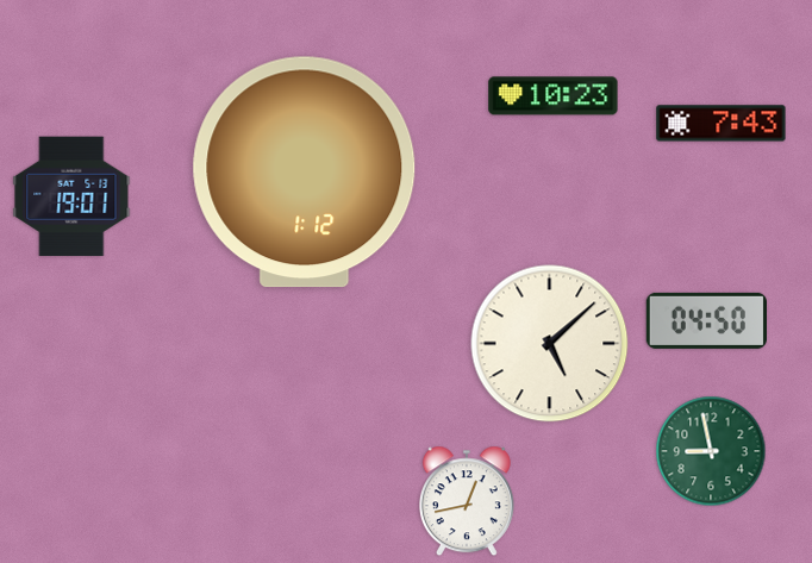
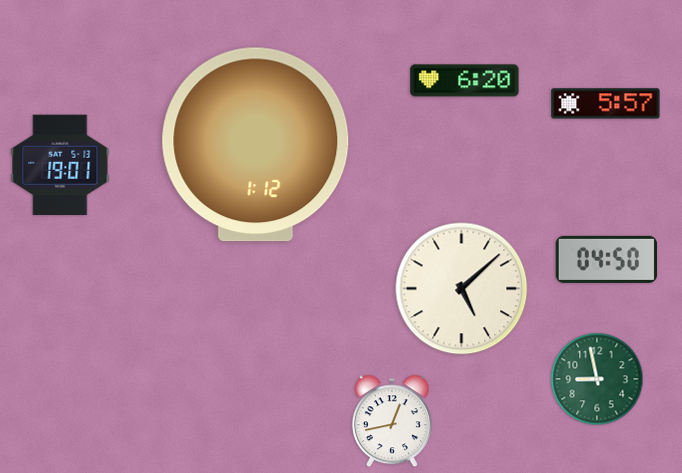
clock at (554, 96): 10:23 -> 6:20
clock at (722, 124): 7:43 -> 5:57
clock at (706, 320) position: (706, 320) -> (606, 259)
